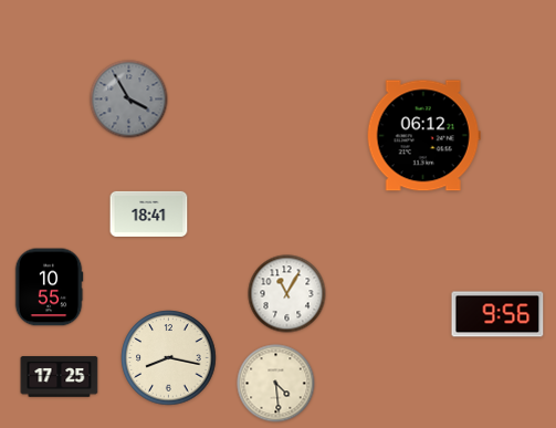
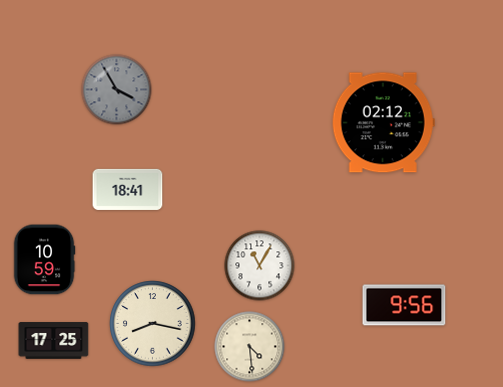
clock at (423, 136): 06:12 -> 02:12
clock at (149, 213) position: (149, 213) -> (128, 189)
clock at (49, 288): 10:55 -> 10:59
clock at (497, 314) position: (497, 314) -> (404, 305)
